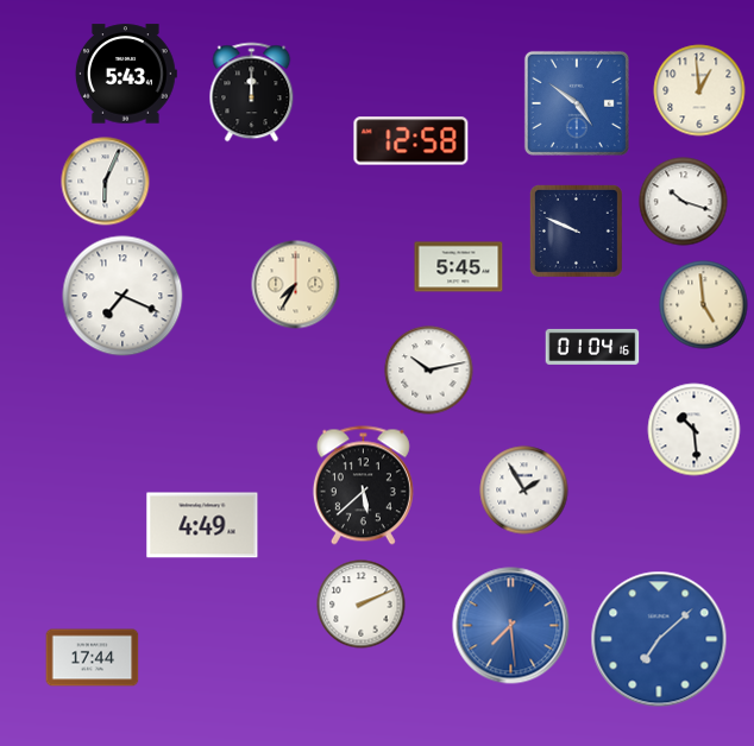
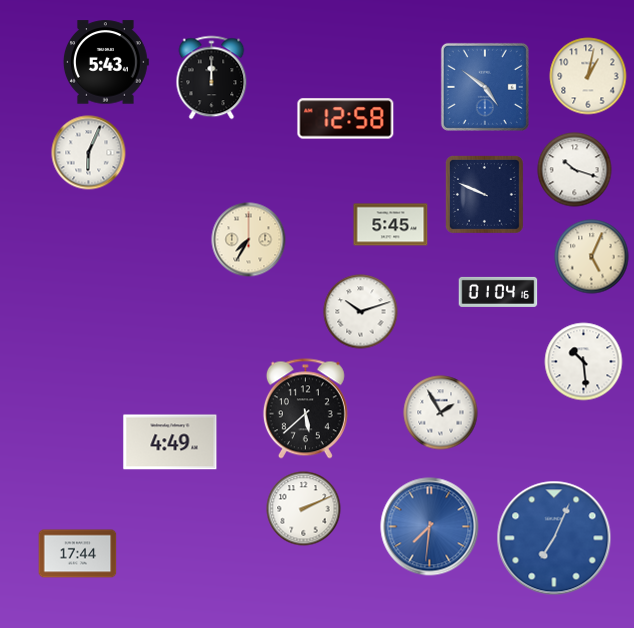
clock at (699, 90): 12:59 -> 1:02
clock at (459, 267) position: (459, 267) -> (391, 225)
clock at (122, 296): 7:19 -> none
clock at (704, 305): 4:59 -> 5:04
clock at (429, 371): 10:13 -> 10:12
clock at (511, 626): 7:29 -> 7:31
clock at (659, 639): 7:08 -> 7:04
